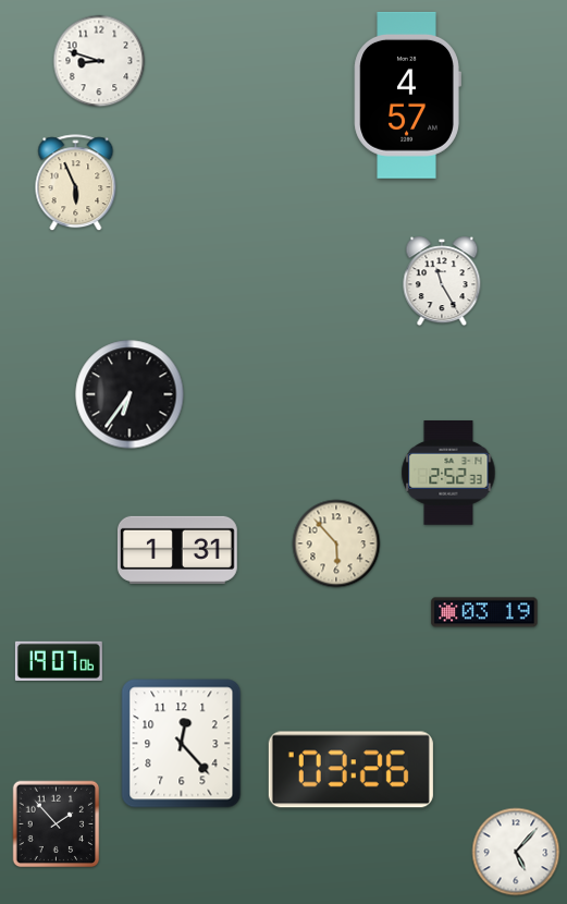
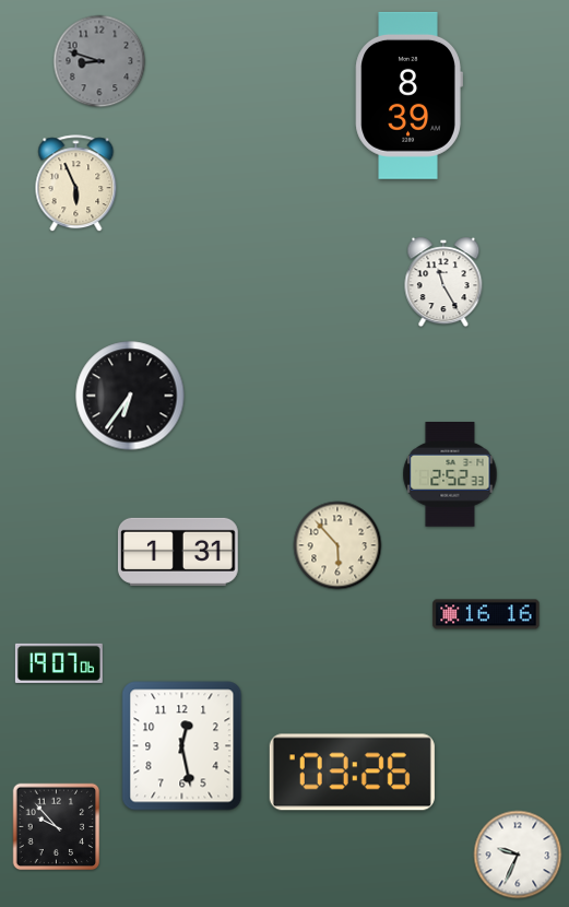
clock at (99, 61) dial: white -> grey
clock at (407, 95): 4:57 -> 8:39
clock at (484, 612): 03:19 -> 16:16
clock at (182, 744): 12:23 -> 12:28
clock at (57, 824): 1:53 -> 9:53
clock at (516, 852): 5:07 -> 9:34
